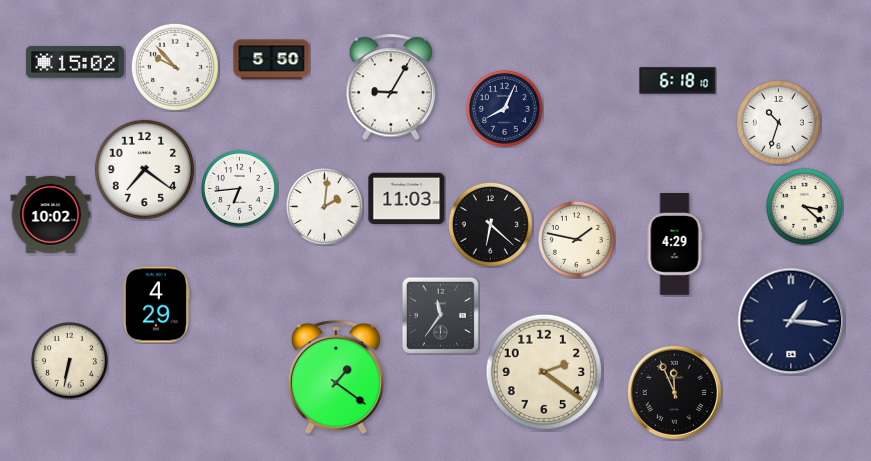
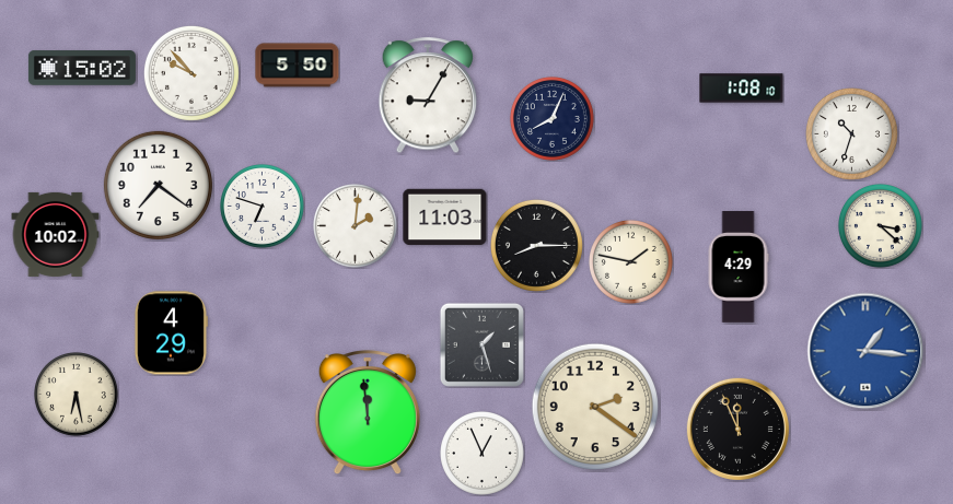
clock at (678, 81): 6:18 -> 1:08
clock at (240, 189): 6:44 -> 6:48
clock at (490, 224): 6:22 -> 8:15
clock at (440, 315): 11:36 -> 1:27
clock at (791, 321) dial: navy -> blue
clock at (70, 361): 6:32 -> 6:28
clock at (336, 377): 1:21 -> 11:59
clock at (483, 454): none -> 12:56
